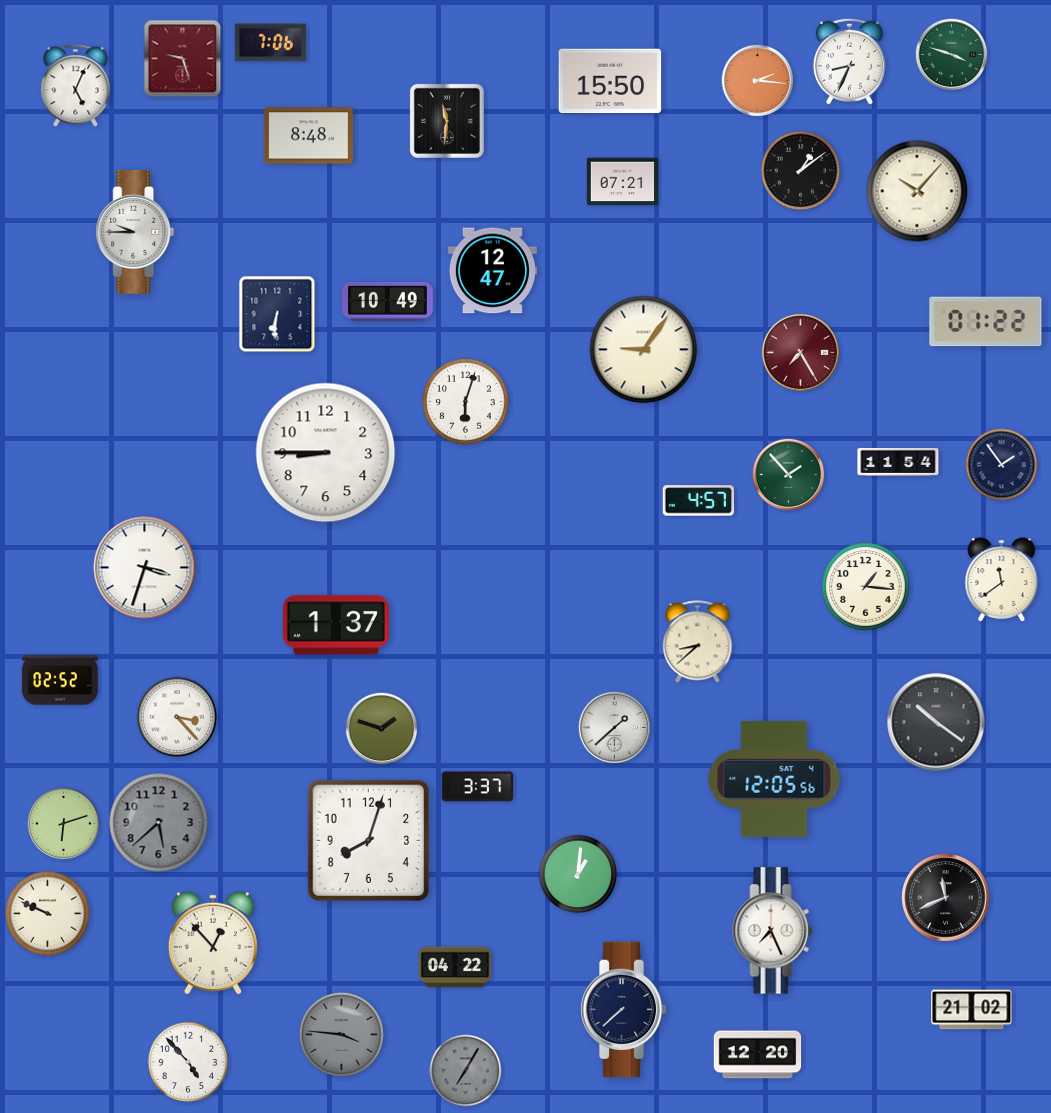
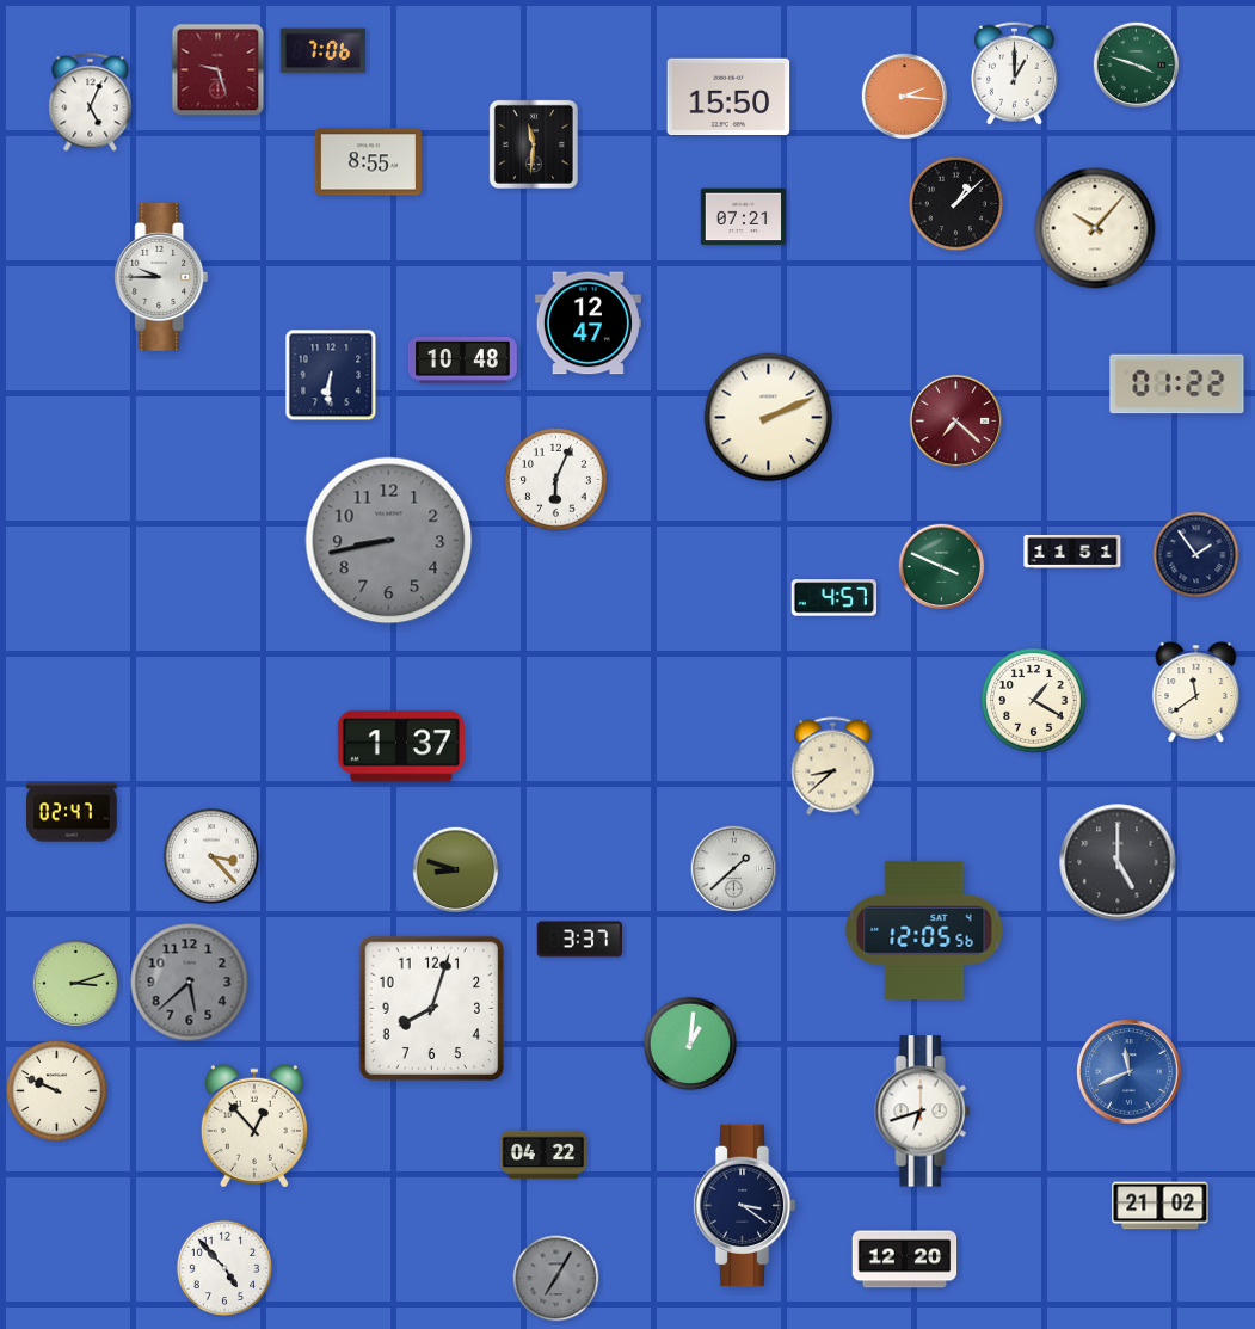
clock at (849, 61): 8:34 -> 1:00
clock at (308, 136): 8:48 -> 8:55
clock at (801, 171): 1:09 -> 1:08
clock at (388, 301): 10:49 -> 10:48
clock at (644, 350): 9:06 -> 2:11
clock at (800, 352): 7:25 -> 7:22
clock at (466, 402): 6:03 -> 6:04
clock at (326, 453): 8:45 -> 8:43
clock at (326, 453) dial: white -> grey
clock at (898, 462): 11:54 -> 11:51
clock at (789, 475): 1:53 -> 3:49
clock at (145, 568): 3:33 -> none
clock at (866, 587): 1:16 -> 1:20
clock at (60, 680): 02:52 -> 02:47
clock at (936, 722): 10:21 -> 5:00
clock at (382, 729): 1:48 -> 8:48
clock at (478, 787) position: (478, 787) -> (580, 940)
clock at (64, 824): 6:12 -> 3:12
clock at (369, 841) position: (369, 841) -> (432, 1009)
clock at (946, 898) dial: black -> blue
clock at (773, 931): 7:26 -> 6:42
clock at (623, 1010): 7:38 -> 3:21
clock at (341, 1034): 3:46 -> none
